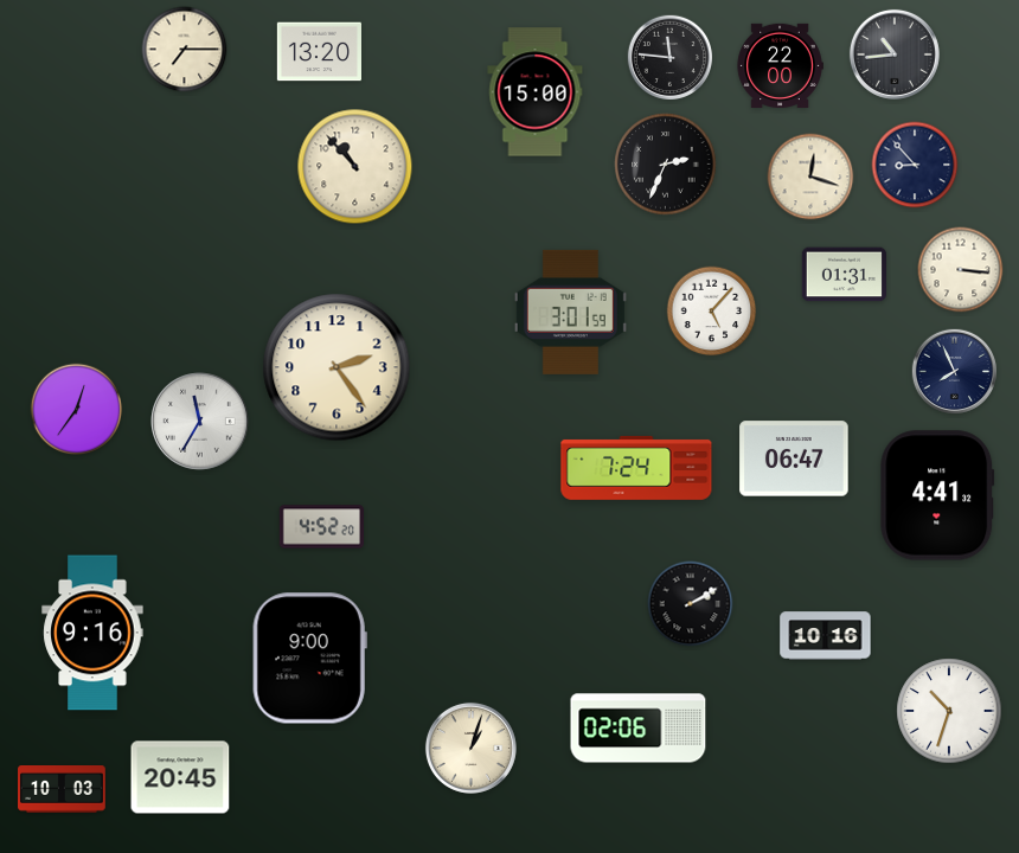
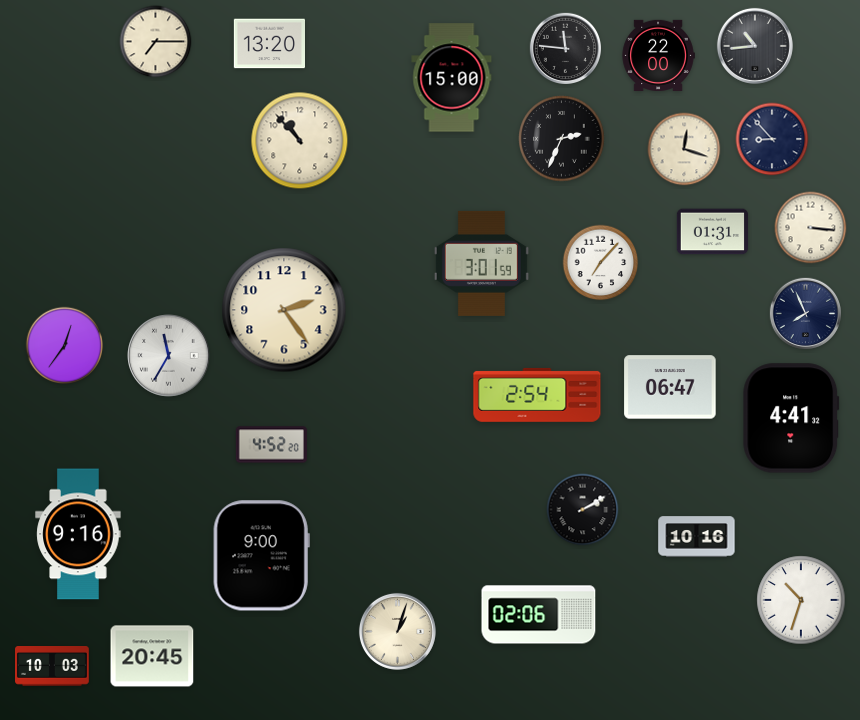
clock at (712, 312): 5:07 -> 7:07
clock at (636, 468): 7:24 -> 2:54
